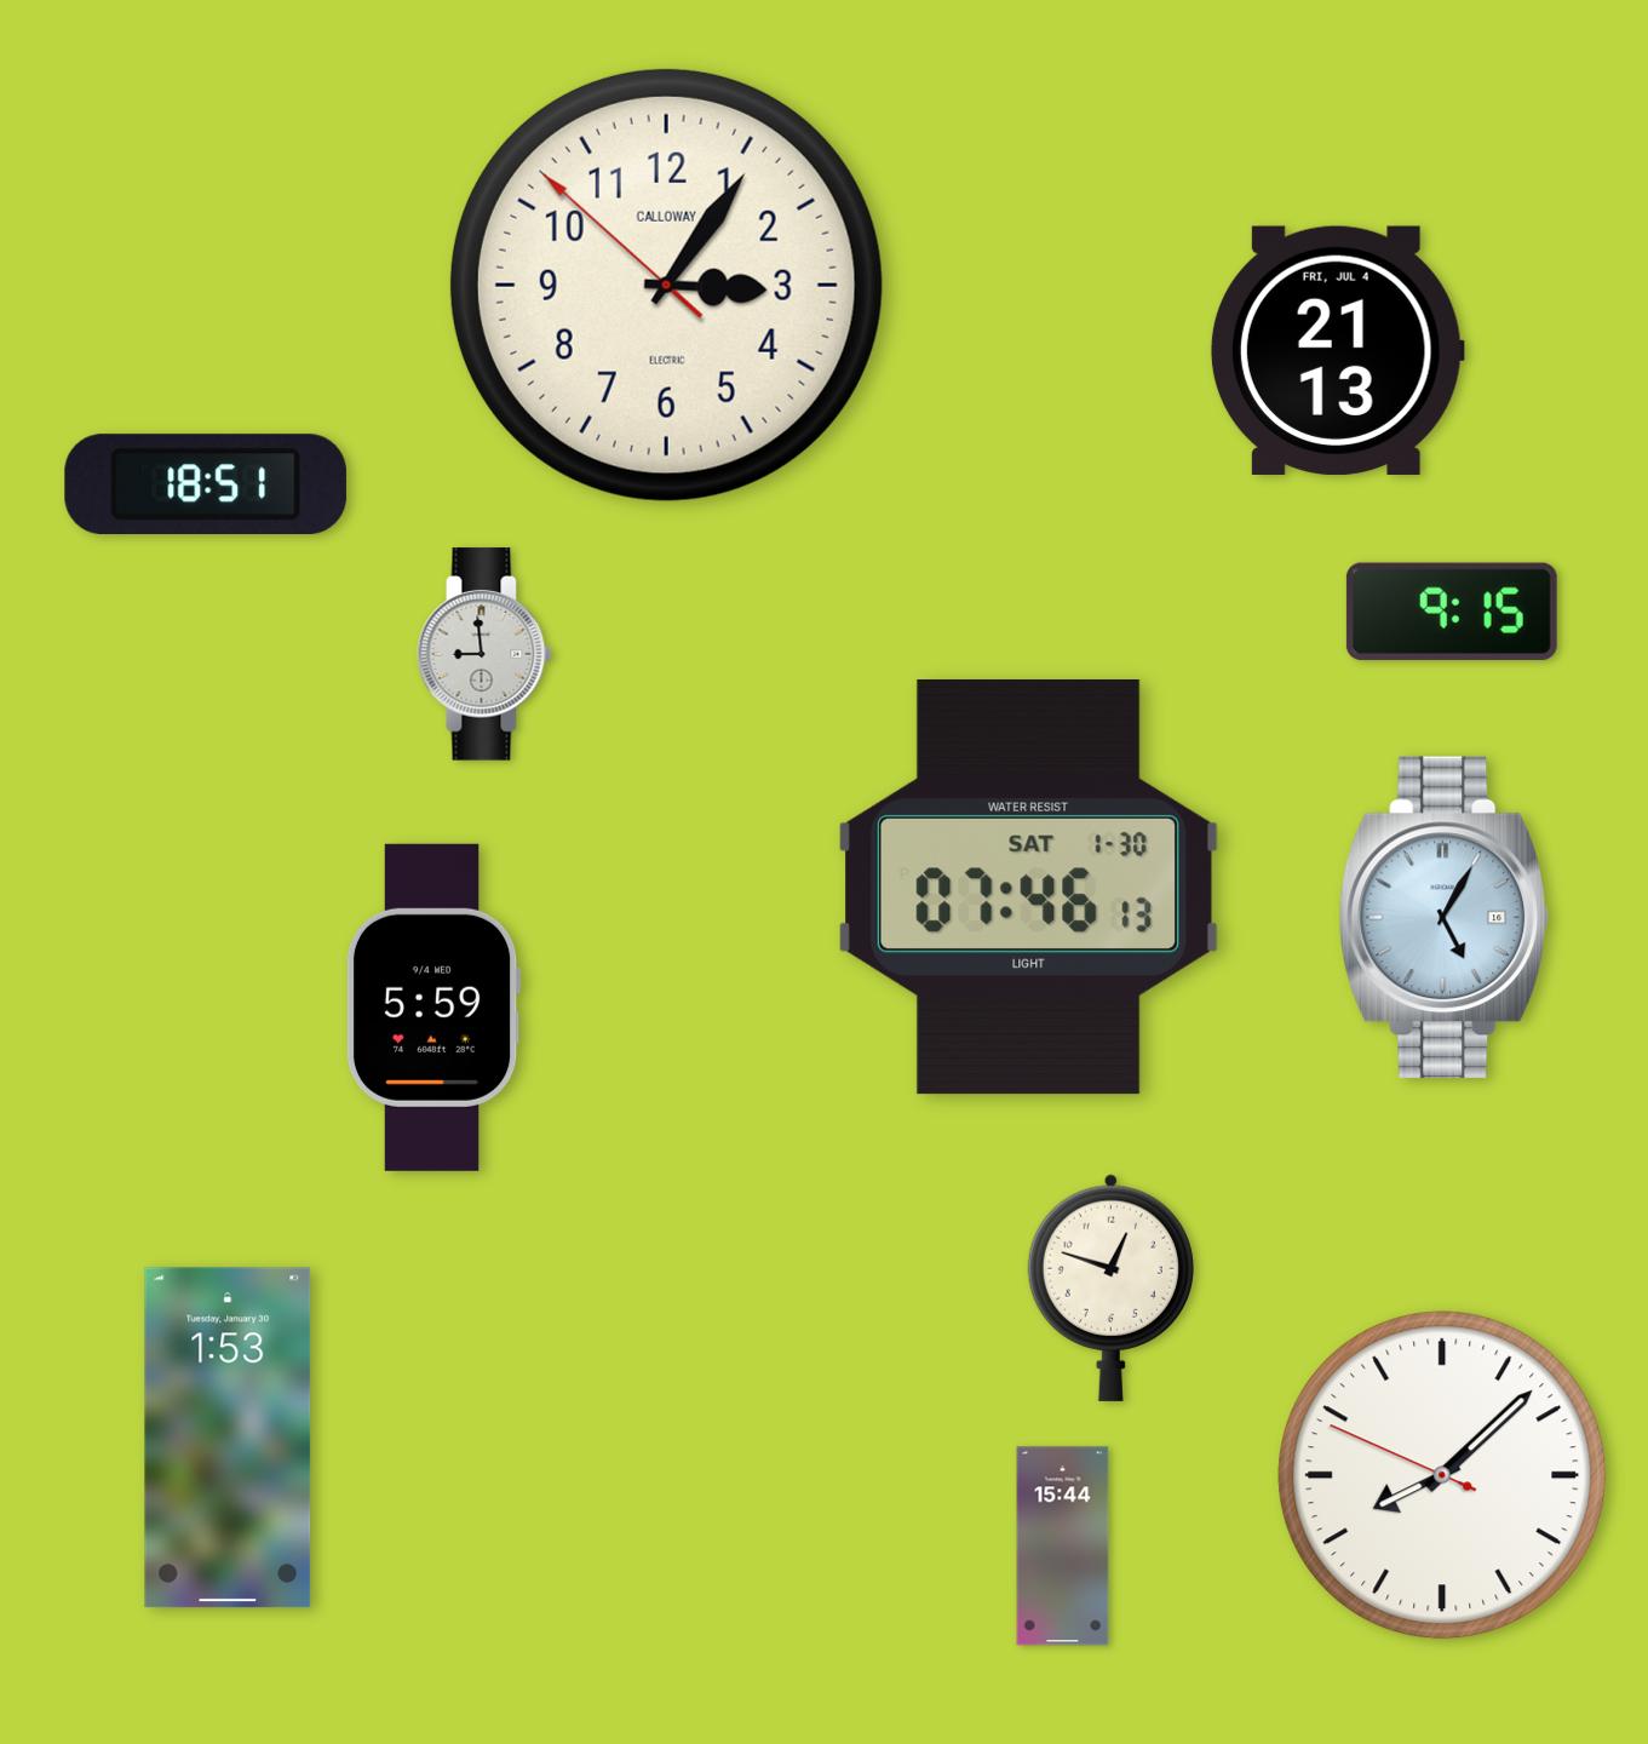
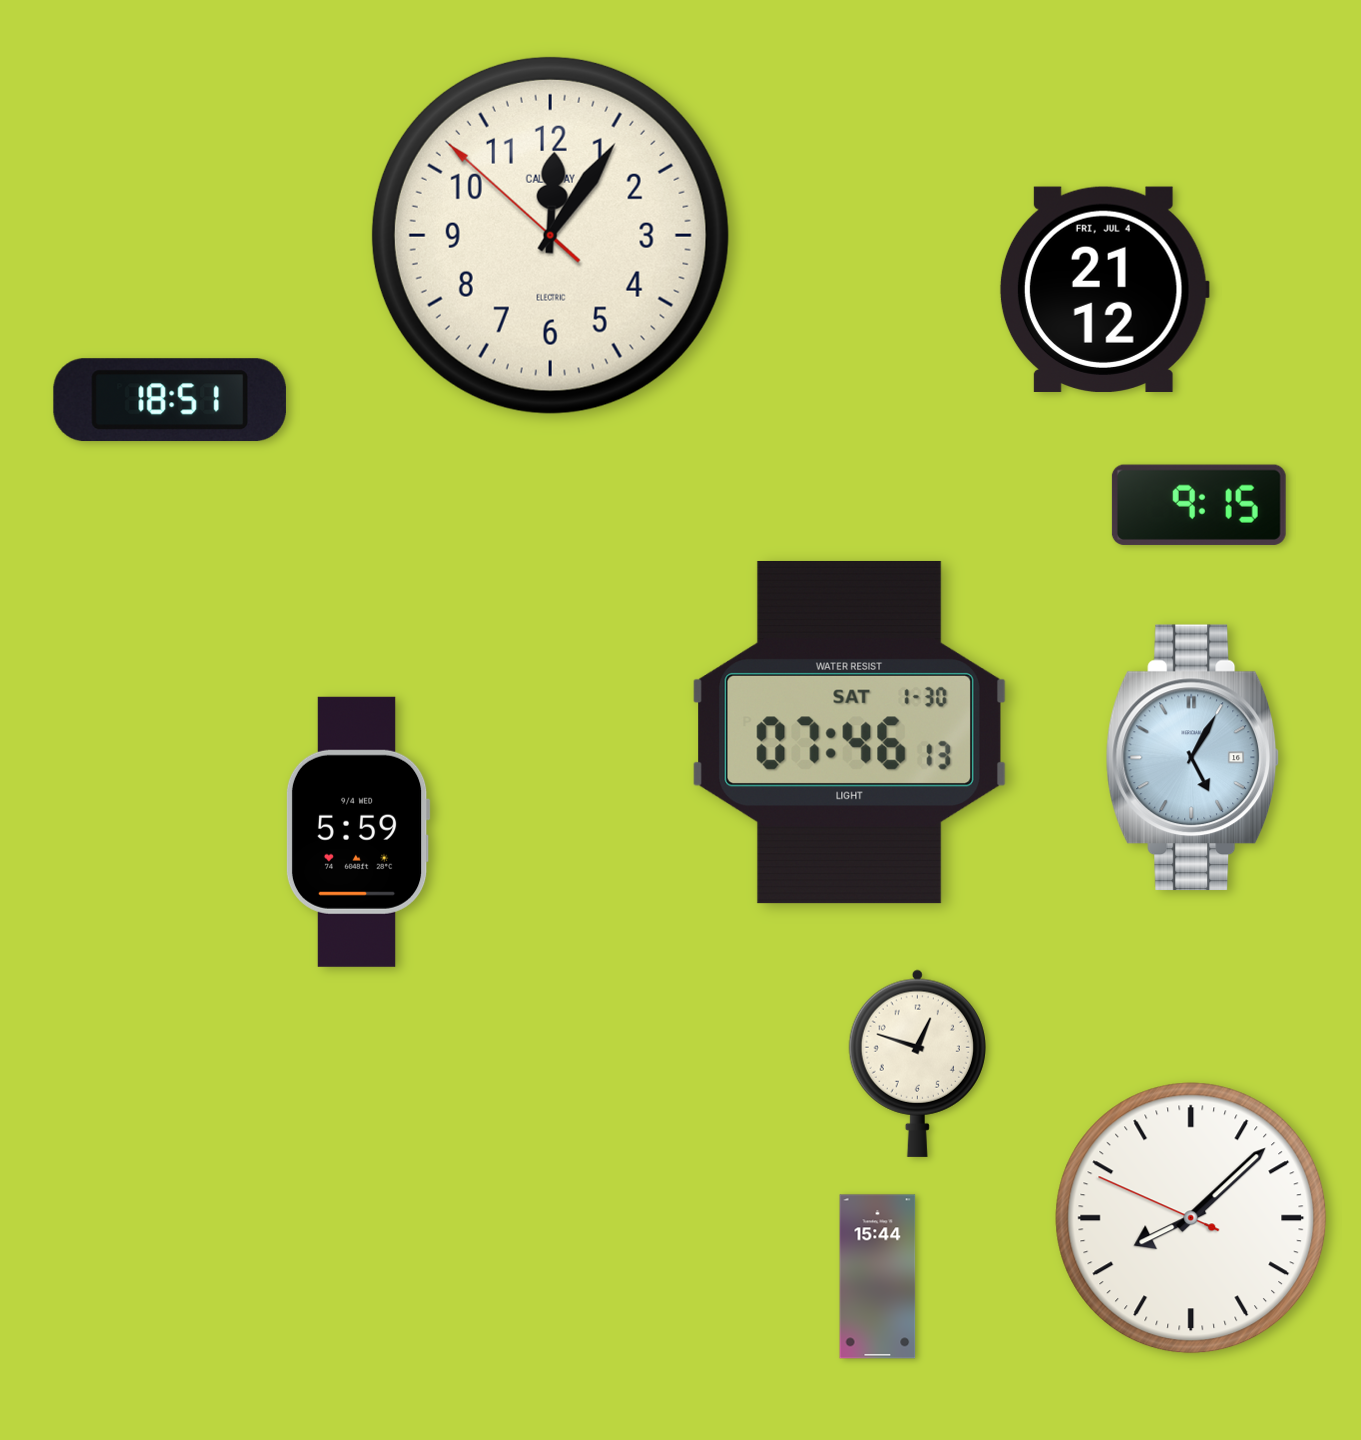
clock at (666, 285): 3:05 -> 12:05
clock at (1337, 350): 21:13 -> 21:12
clock at (484, 654): 8:59 -> none
clock at (228, 1438): 1:53 -> none
